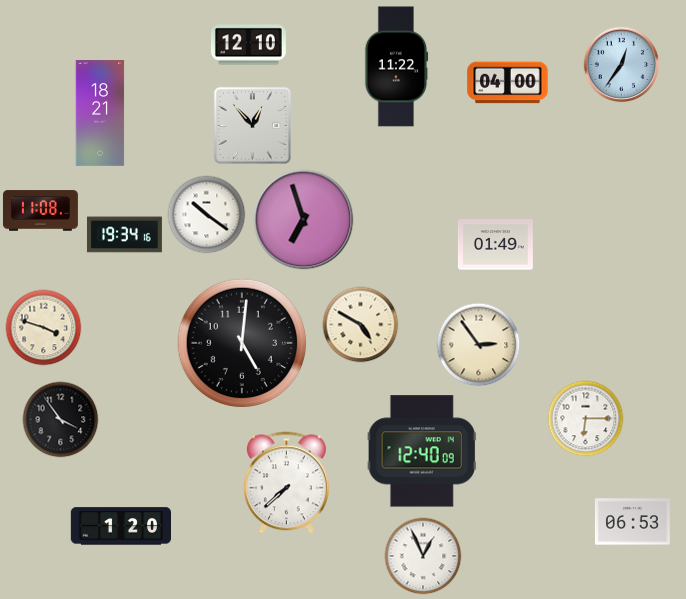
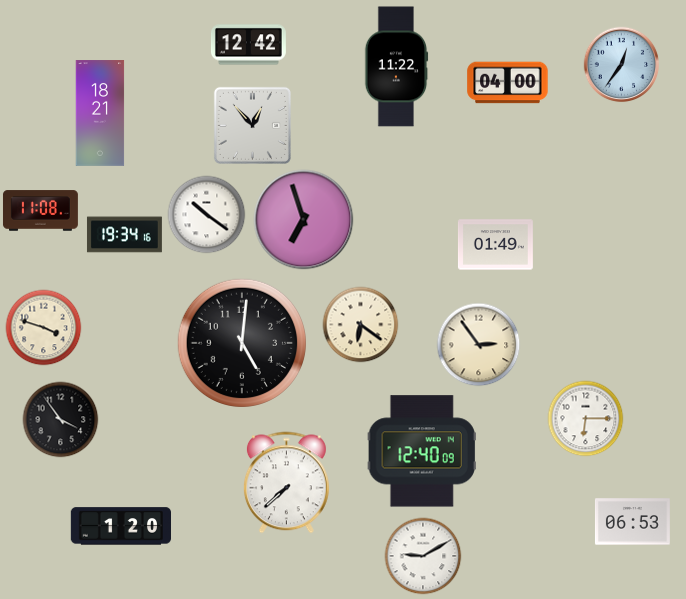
clock at (248, 45): 12:10 -> 12:42
clock at (361, 325): 4:50 -> 6:21
clock at (423, 556): 12:56 -> 9:10
